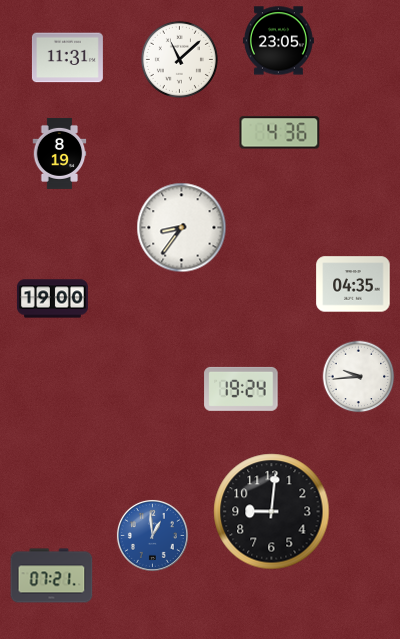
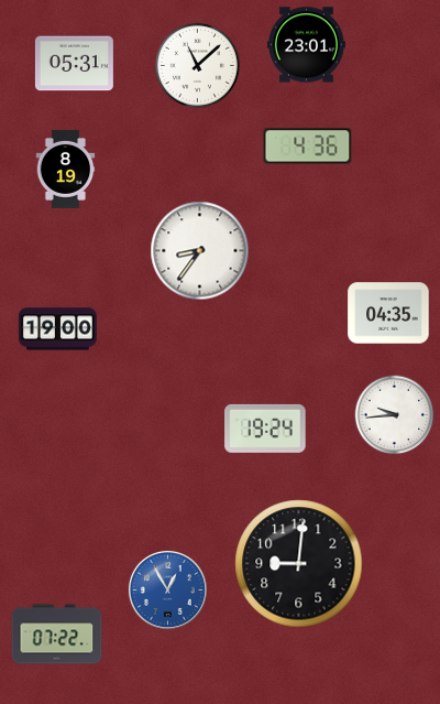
clock at (278, 41): 23:05 -> 23:01
clock at (67, 58): 11:31 -> 05:31
clock at (152, 535): 12:59 -> 12:55
clock at (52, 576): 07:21 -> 07:22
